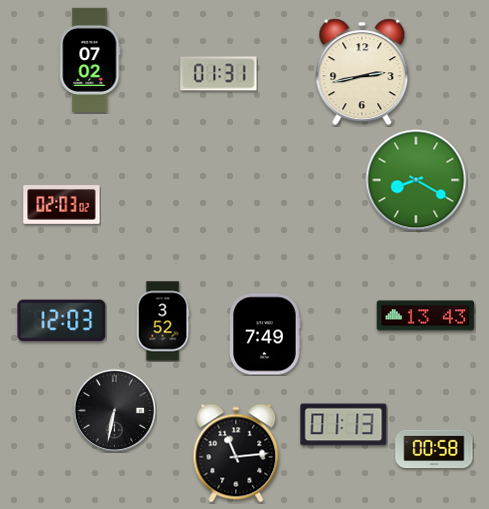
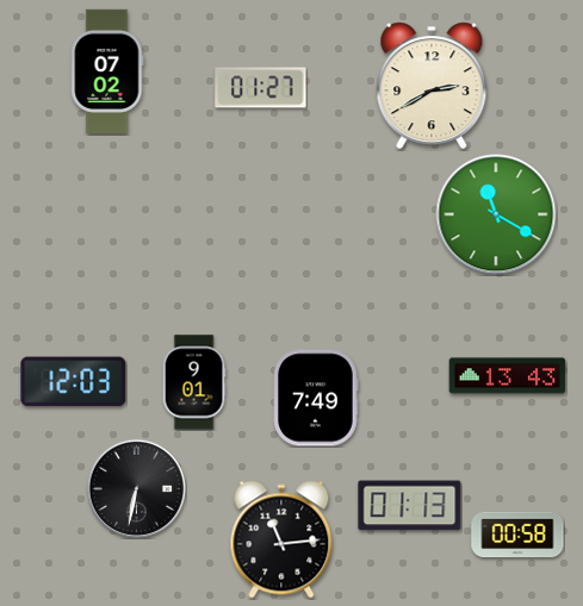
clock at (362, 72): 2:43 -> 2:40
clock at (219, 74): 01:31 -> 01:27
clock at (416, 180): 8:20 -> 11:20
clock at (62, 205): 02:03 -> none
clock at (163, 321): 3:52 -> 9:01
